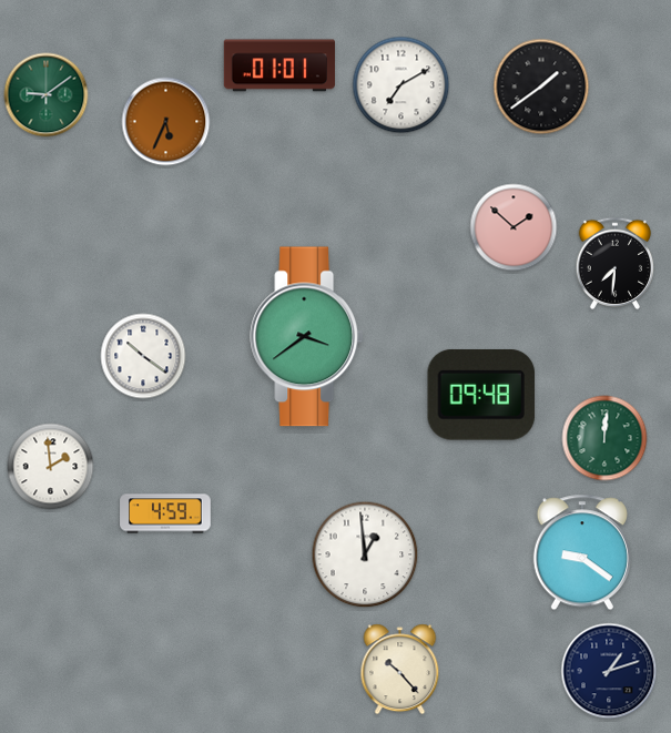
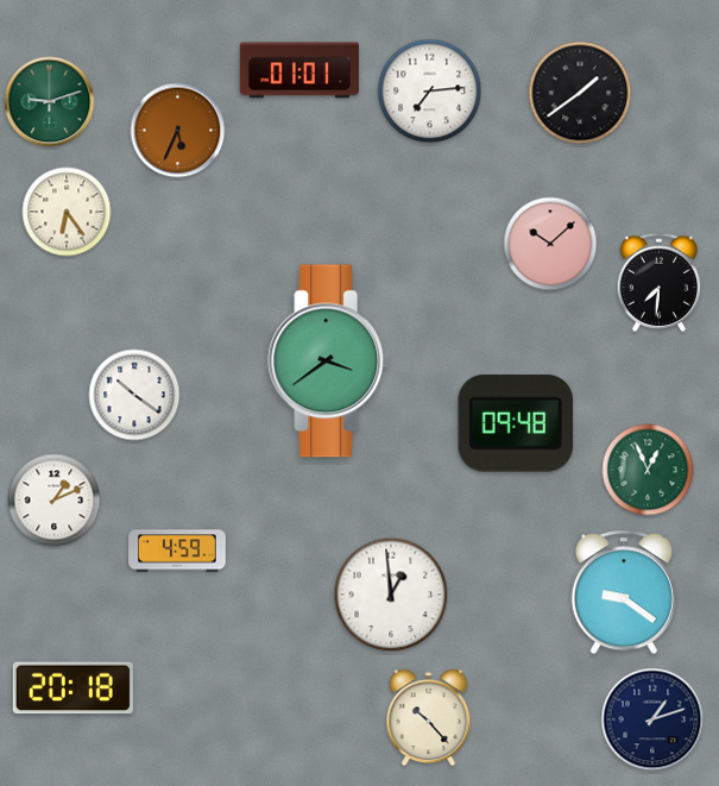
clock at (401, 85): 7:10 -> 7:14
clock at (47, 95): 9:09 -> 9:12
clock at (67, 212): none -> 6:24
clock at (514, 227): 1:52 -> 10:08
clock at (143, 356) position: (143, 356) -> (134, 395)
clock at (604, 438): 12:01 -> 12:56
clock at (51, 467): 1:59 -> 1:11
clock at (72, 688): none -> 20:18
